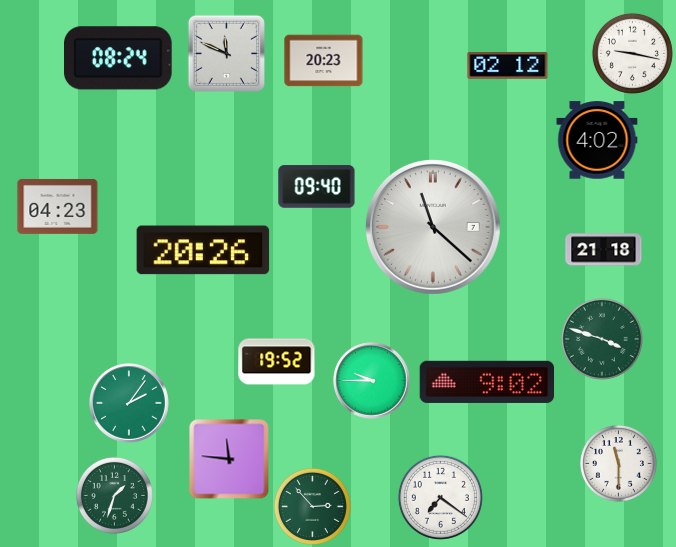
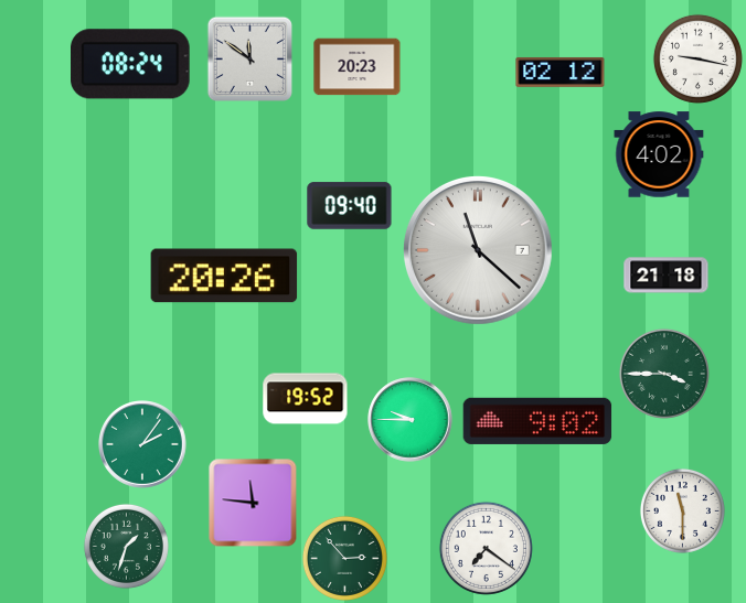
clock at (226, 53): 11:49 -> 11:51
clock at (58, 206): 04:23 -> none
clock at (602, 339): 3:48 -> 3:45
clock at (229, 459) position: (229, 459) -> (253, 503)
